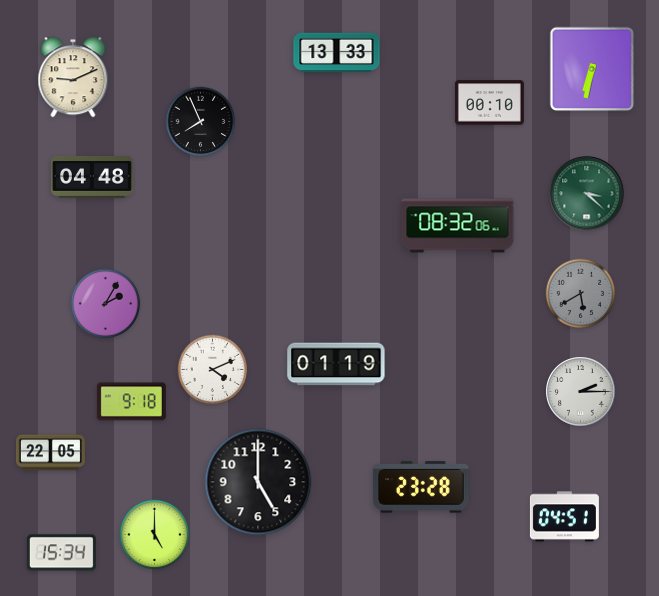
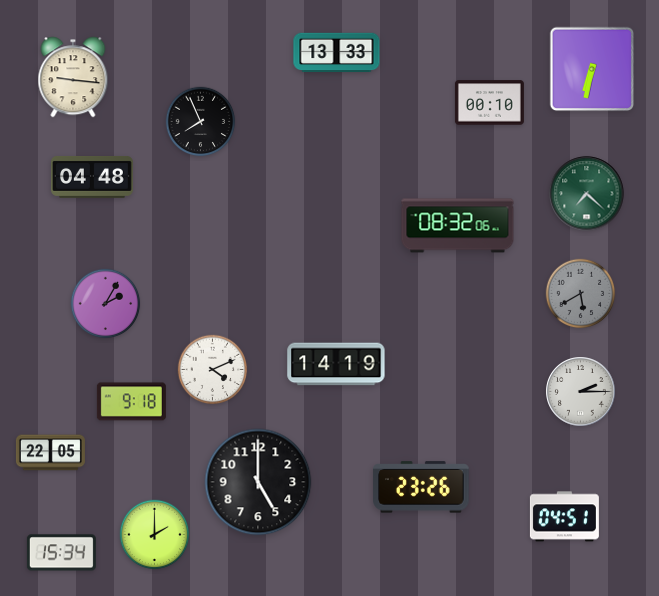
clock at (73, 77): 9:11 -> 9:16
clock at (587, 194): 3:22 -> 7:22
clock at (336, 364): 01:19 -> 14:19
clock at (421, 487): 23:28 -> 23:26
clock at (155, 535): 5:00 -> 2:00
